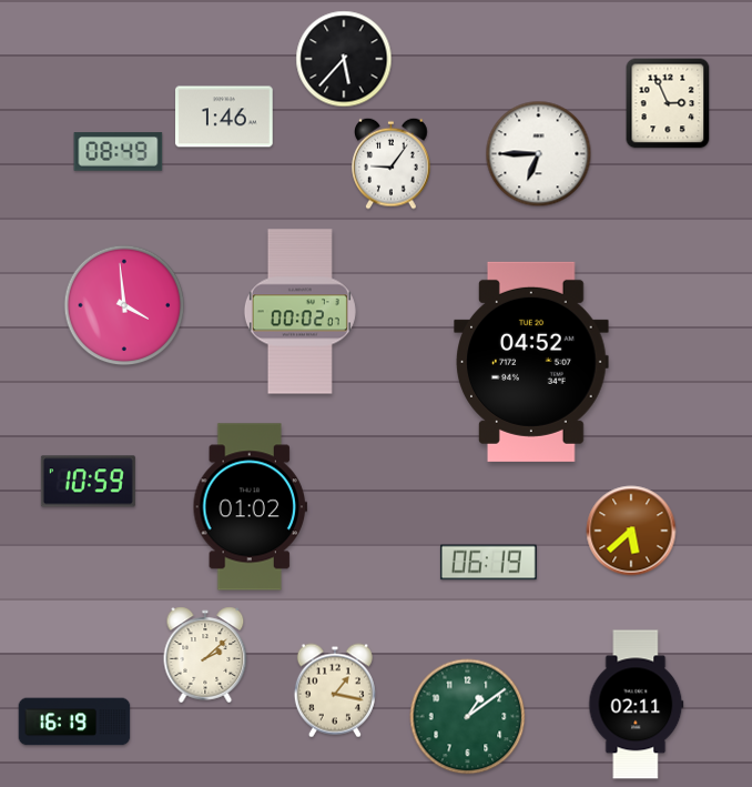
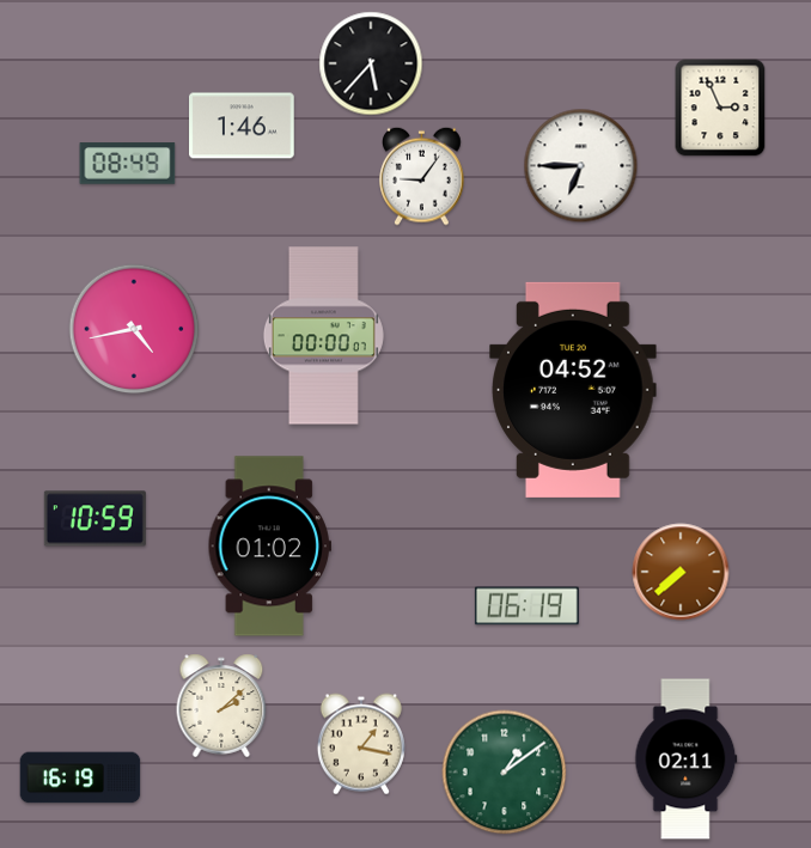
clock at (668, 103) position: (668, 103) -> (720, 108)
clock at (124, 305): 3:59 -> 4:43
clock at (299, 312): 00:02 -> 00:00
clock at (631, 531): 5:38 -> 7:38
